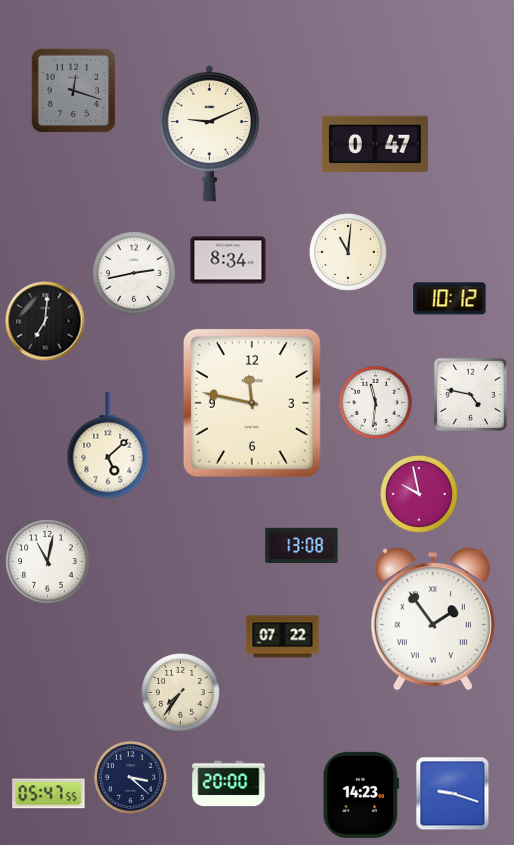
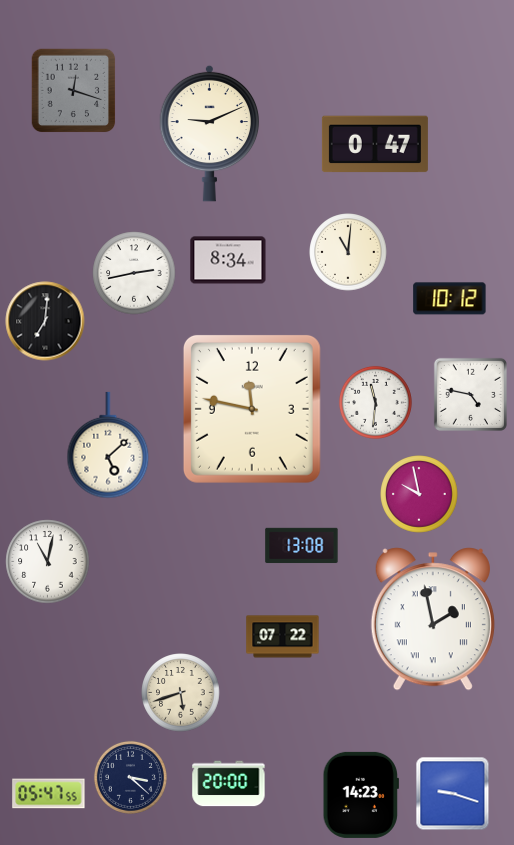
clock at (252, 403) position: (252, 403) -> (252, 409)
clock at (433, 619): 1:54 -> 1:58
clock at (181, 693): 7:36 -> 5:42
